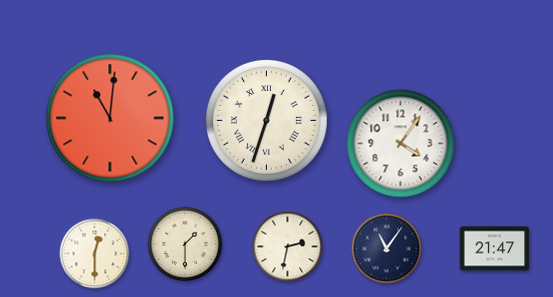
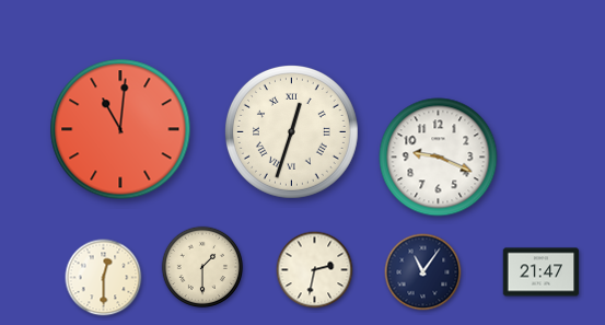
clock at (401, 144): 4:06 -> 9:19
